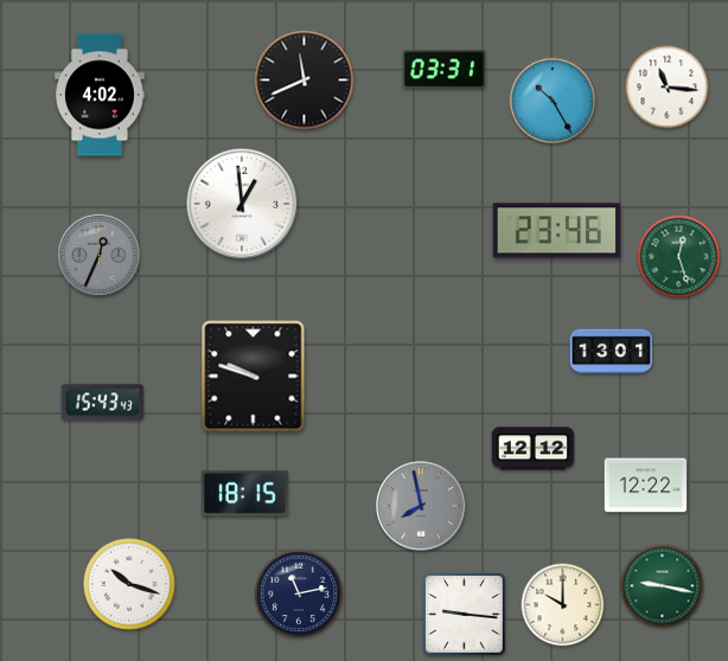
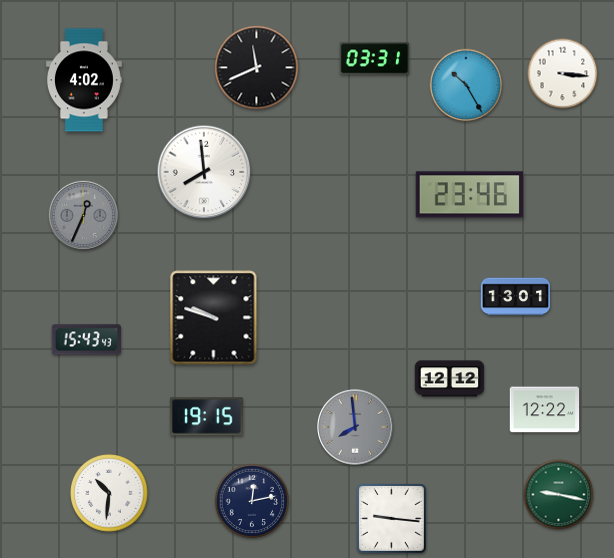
clock at (668, 88): 11:16 -> 3:16
clock at (242, 204): 12:59 -> 7:59
clock at (679, 257): 12:27 -> none
clock at (245, 494): 18:15 -> 19:15
clock at (421, 506): 7:58 -> 7:59
clock at (130, 585): 10:18 -> 10:31
clock at (298, 592): 11:13 -> 12:13
clock at (563, 605): 10:00 -> none
